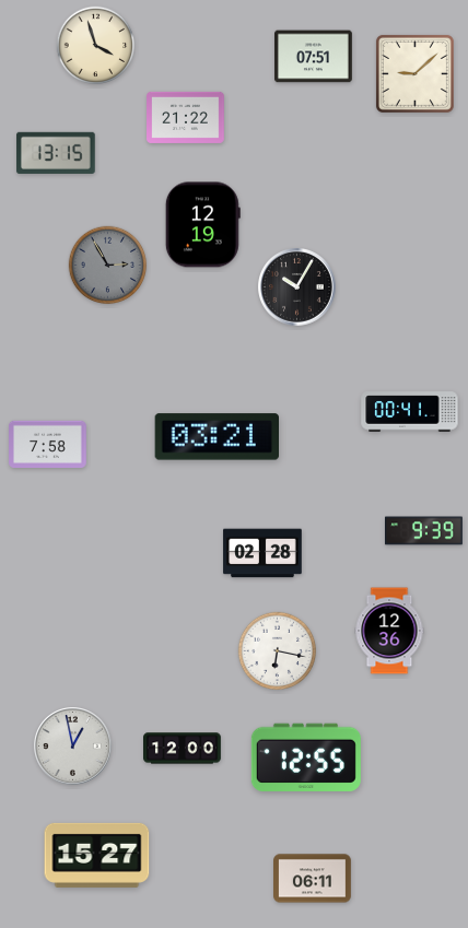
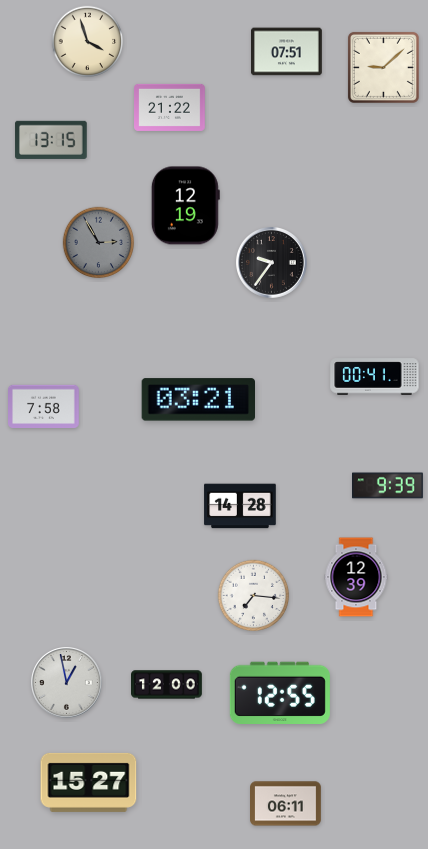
clock at (414, 73) position: (414, 73) -> (383, 67)
clock at (297, 287): 10:05 -> 9:36
clock at (262, 553): 02:28 -> 14:28
clock at (389, 631): 12:36 -> 12:39
clock at (278, 651): 6:17 -> 7:16
